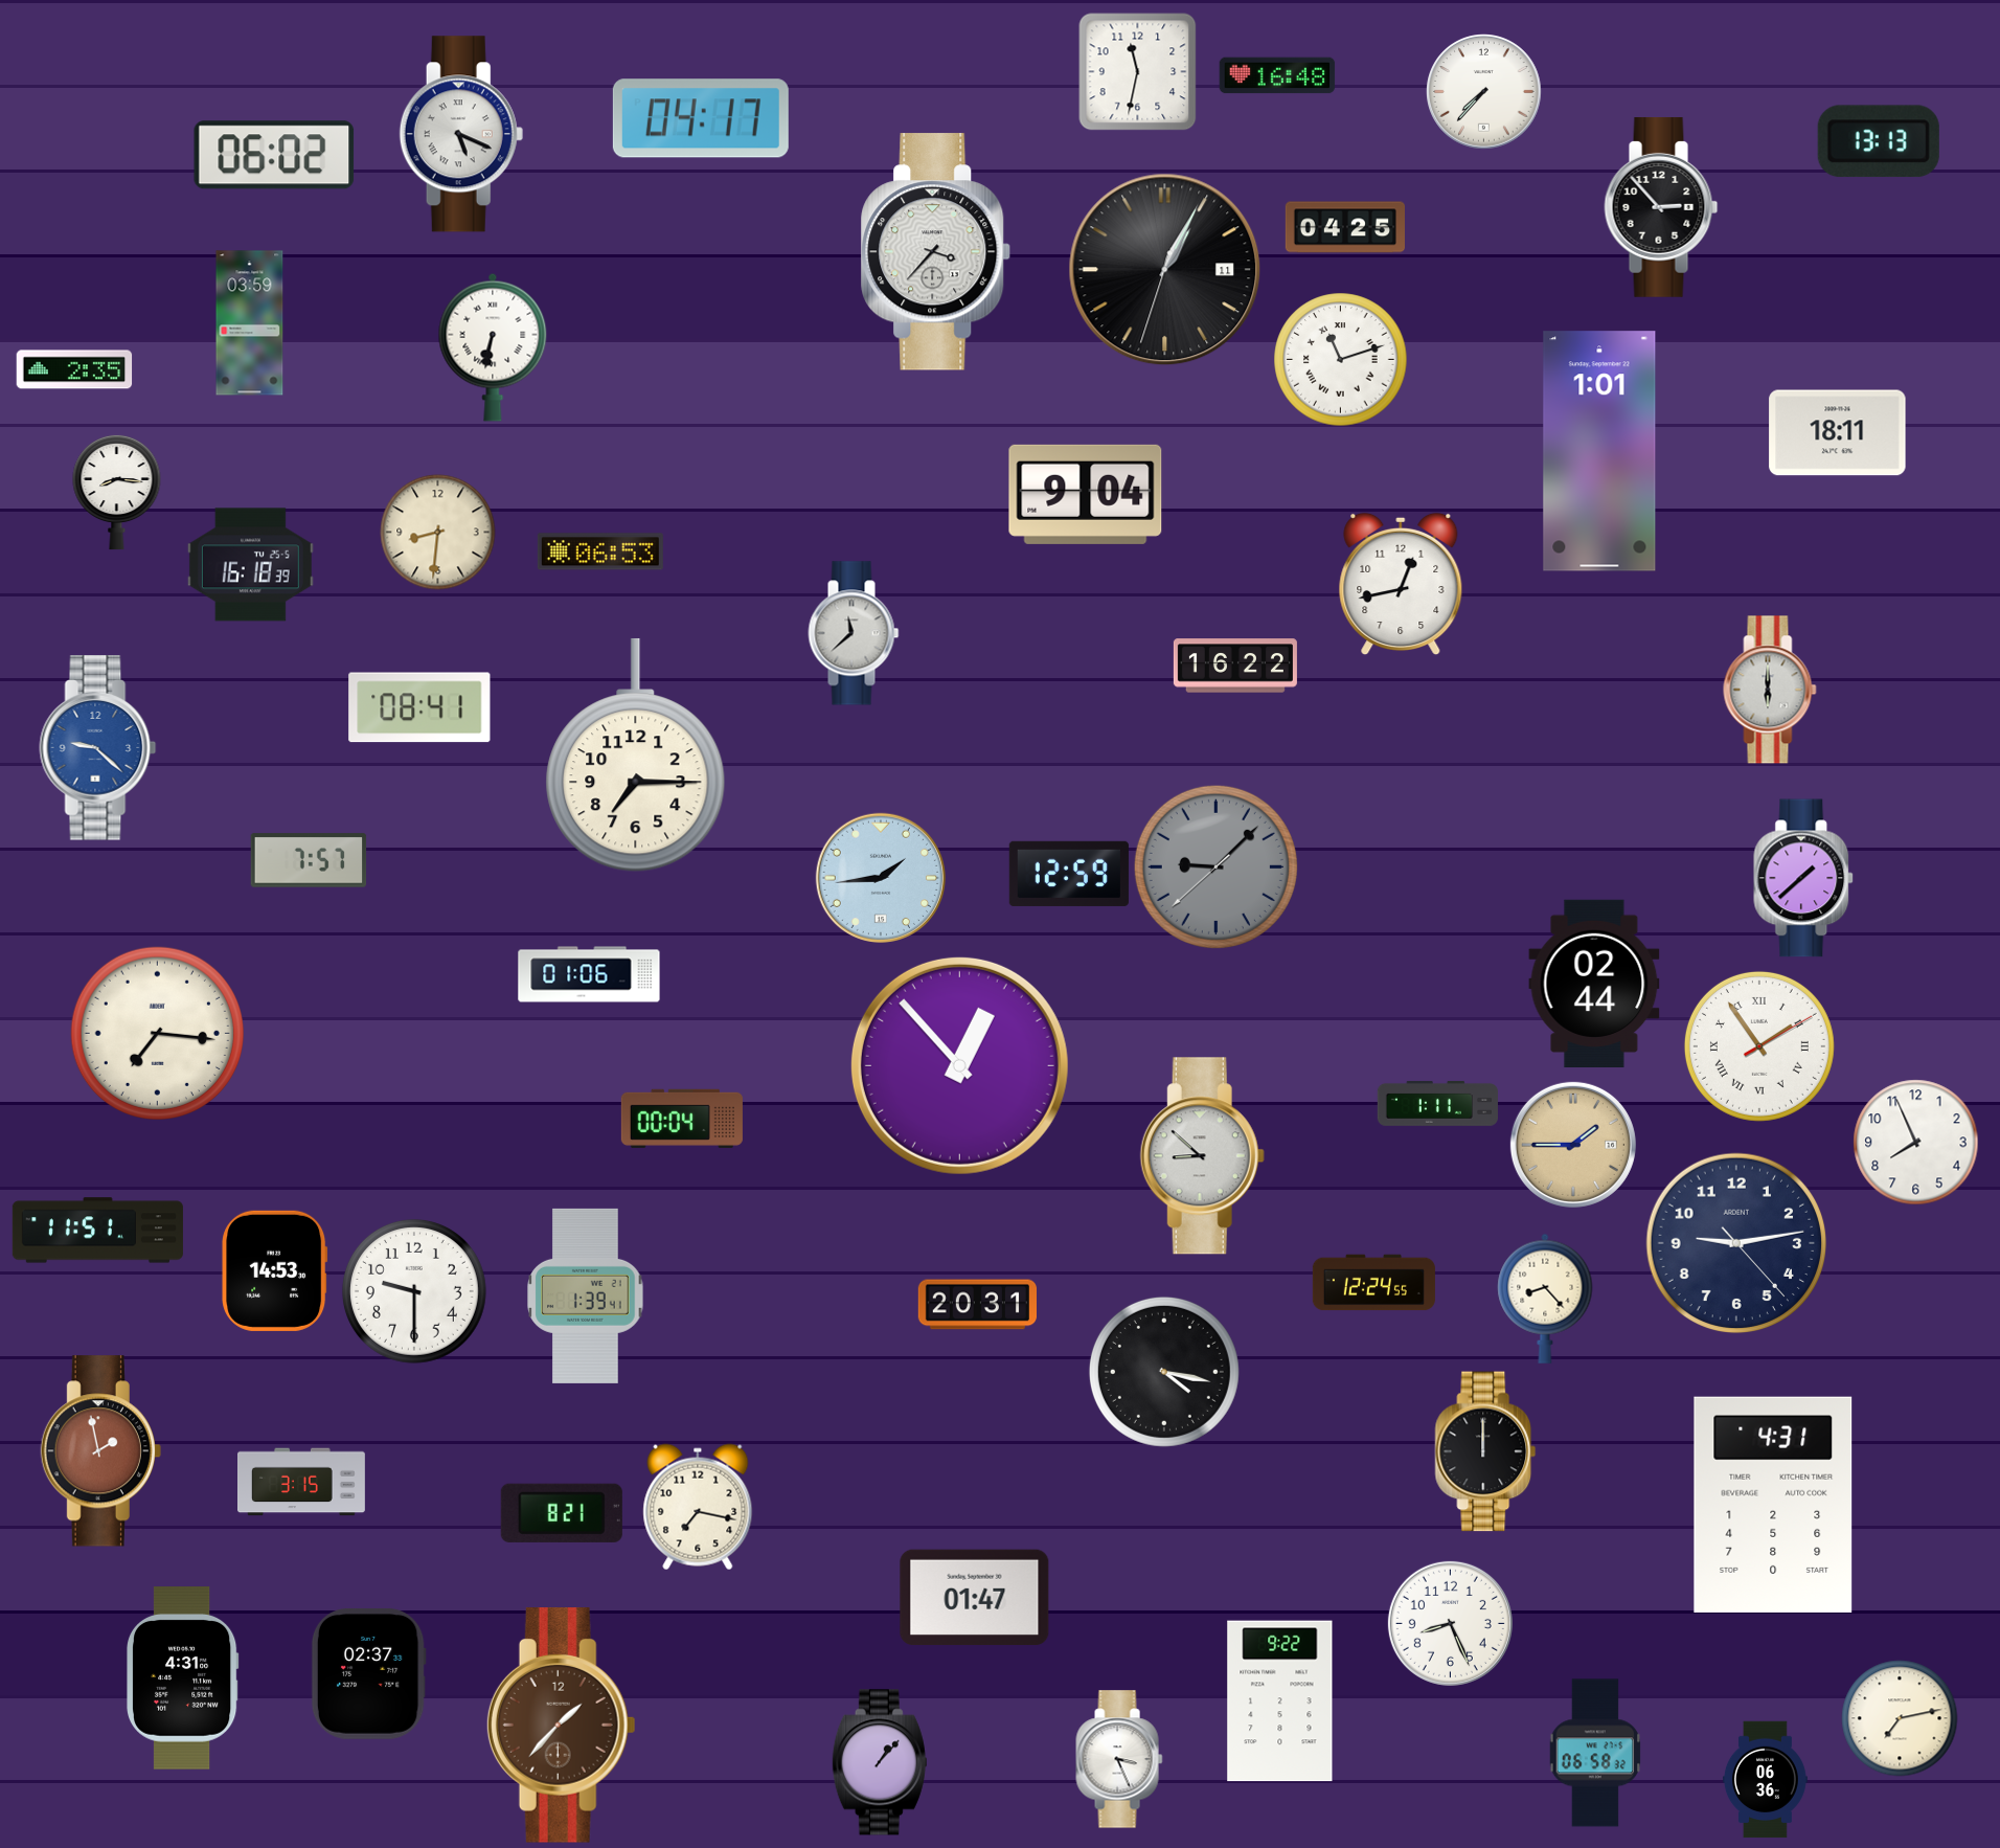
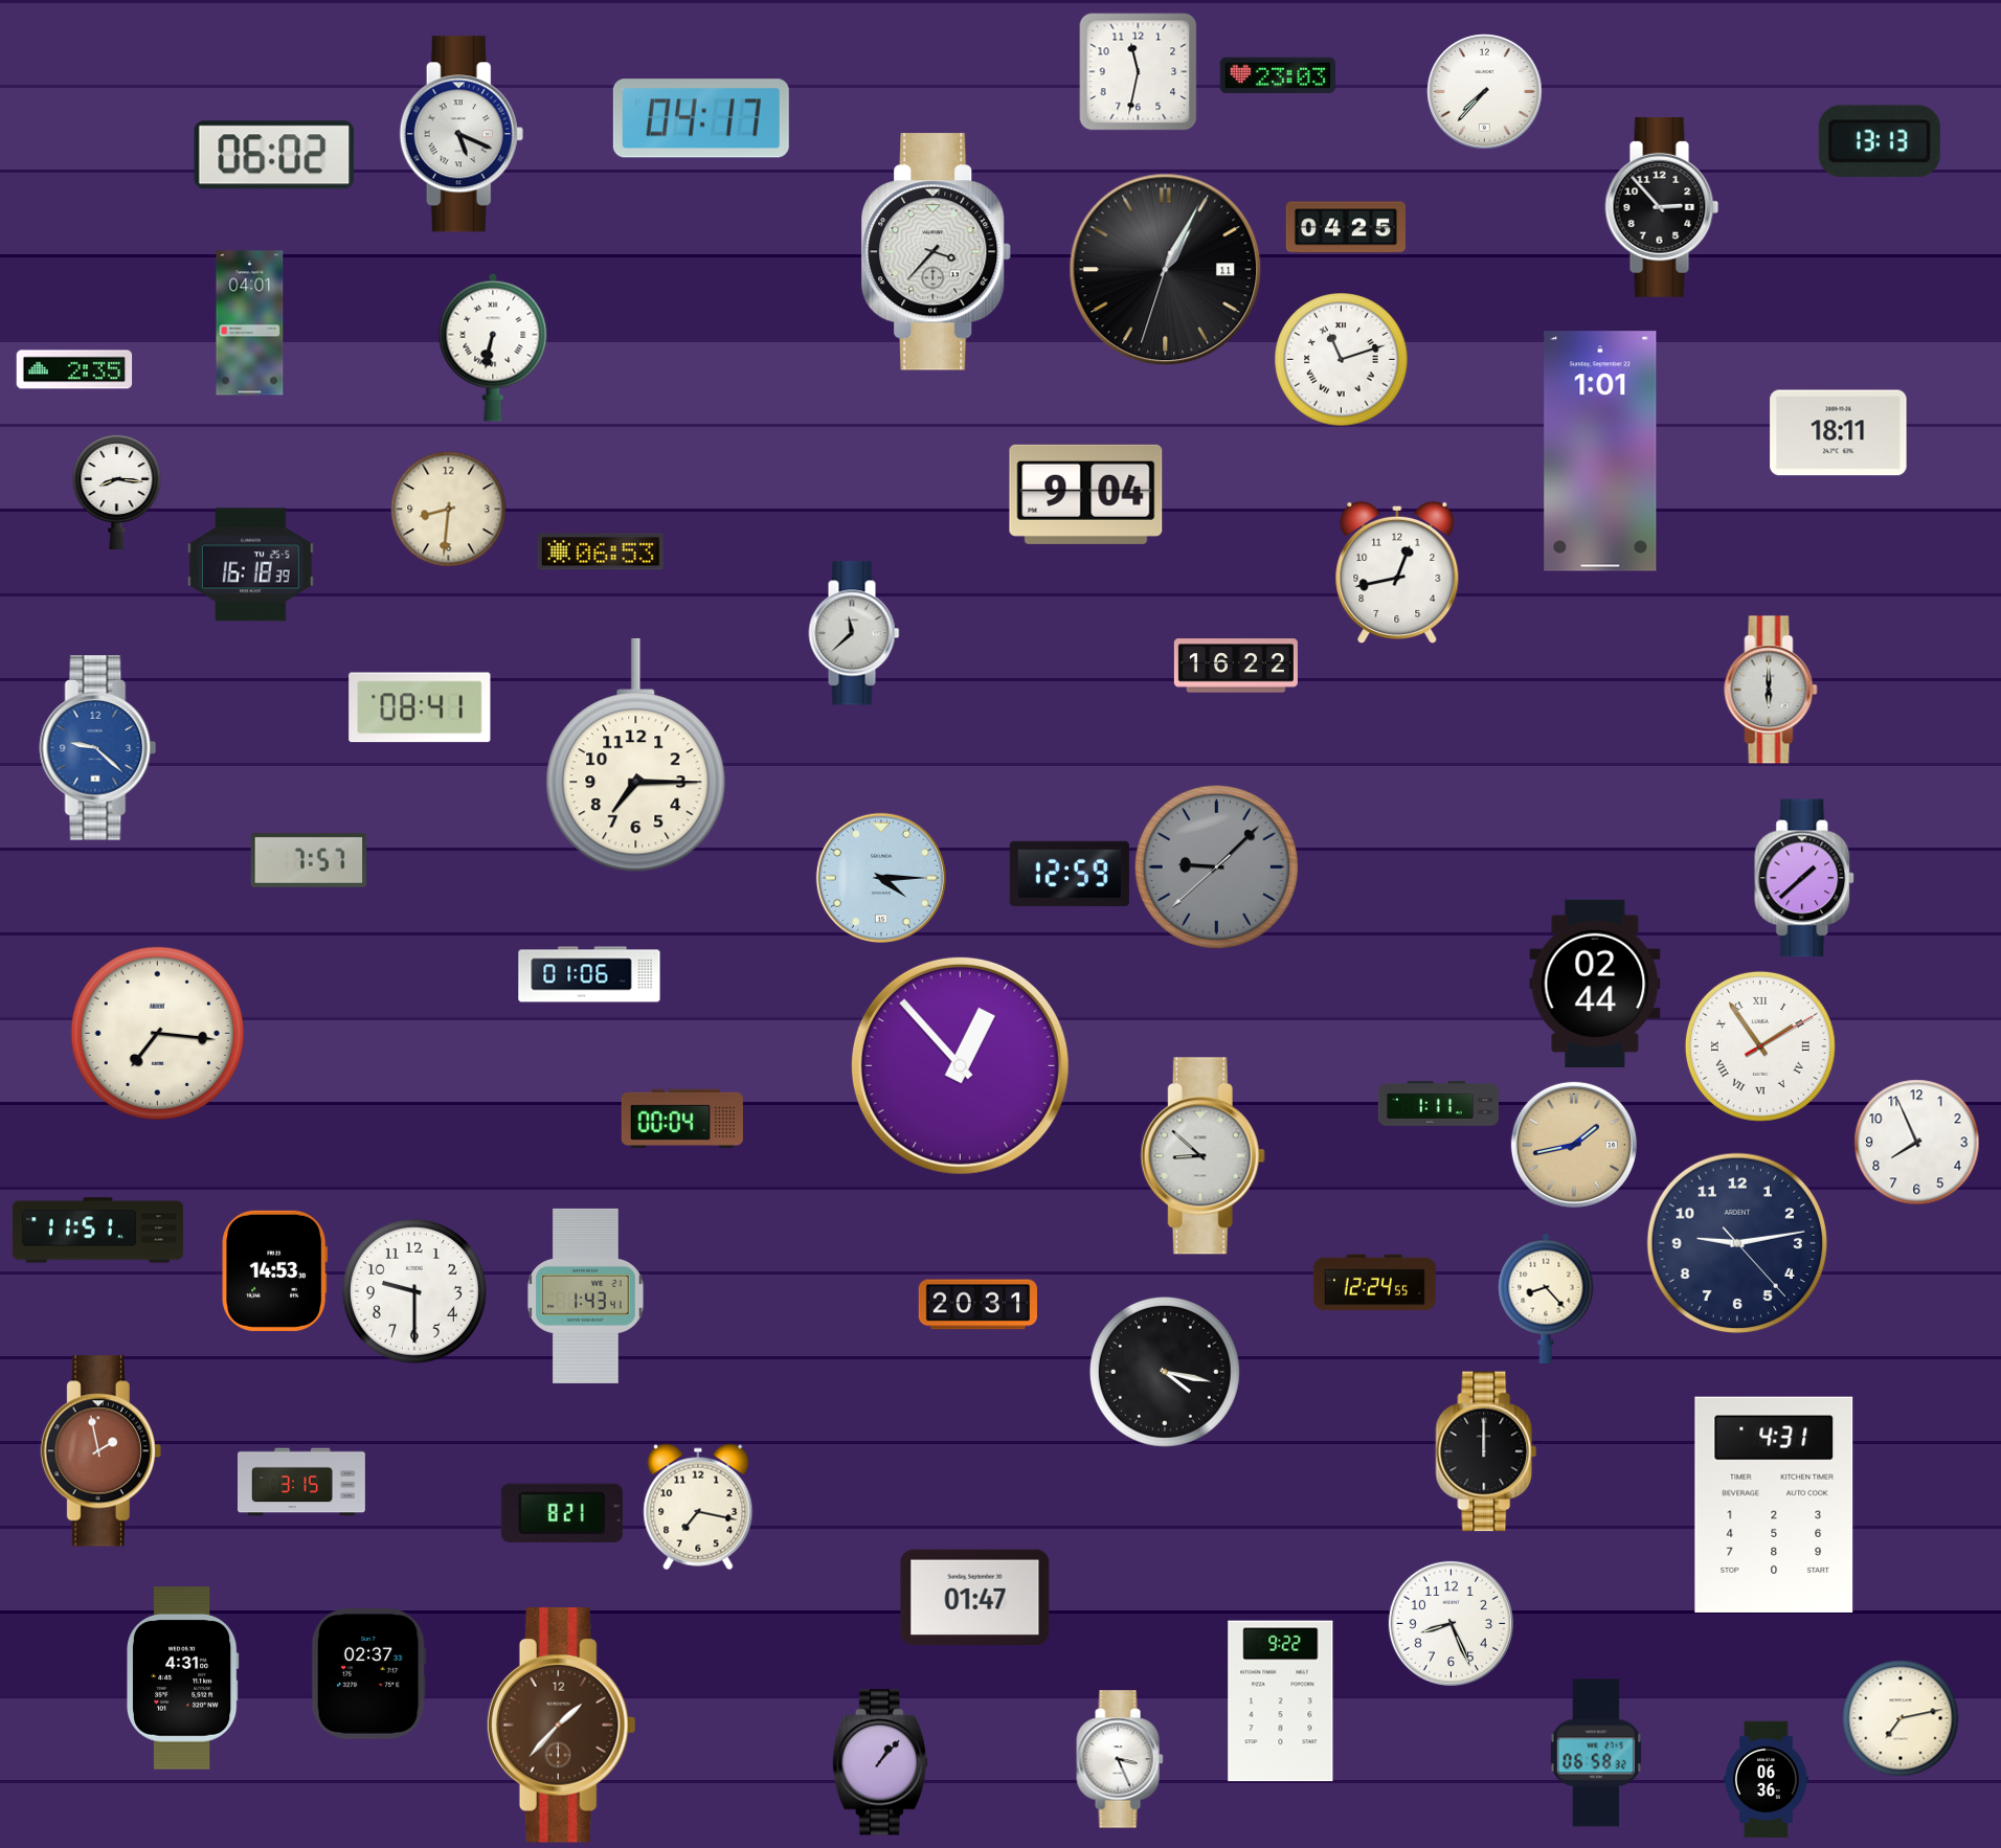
clock at (1277, 75): 16:48 -> 23:03
clock at (250, 323): 03:59 -> 04:01
clock at (438, 533) position: (438, 533) -> (449, 510)
clock at (1401, 584) position: (1401, 584) -> (1397, 572)
clock at (880, 877): 1:44 -> 4:15
clock at (1573, 1145): 1:45 -> 1:43
clock at (586, 1295): 1:39 -> 1:43
